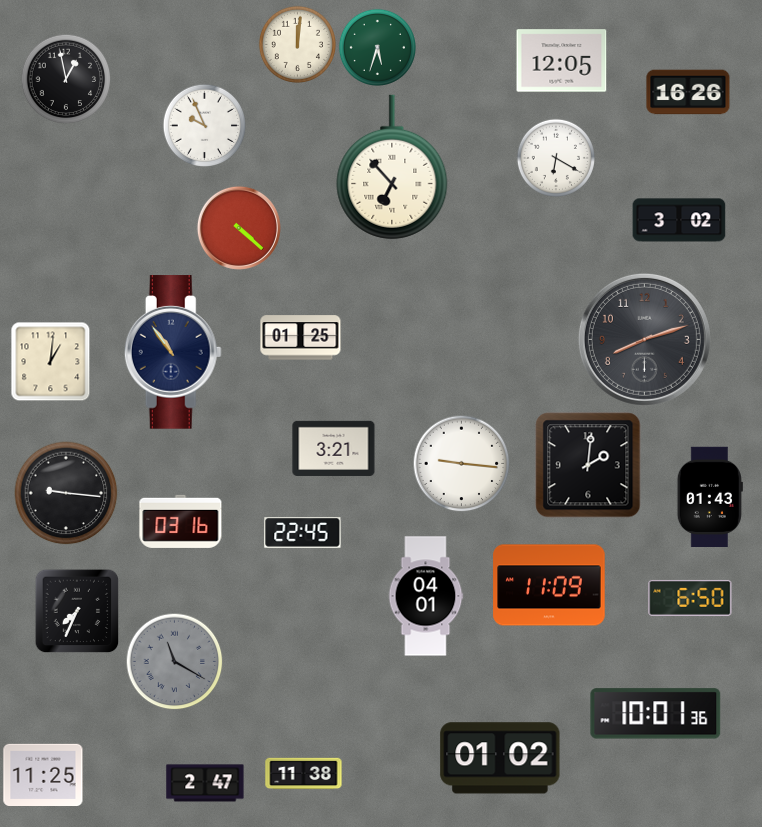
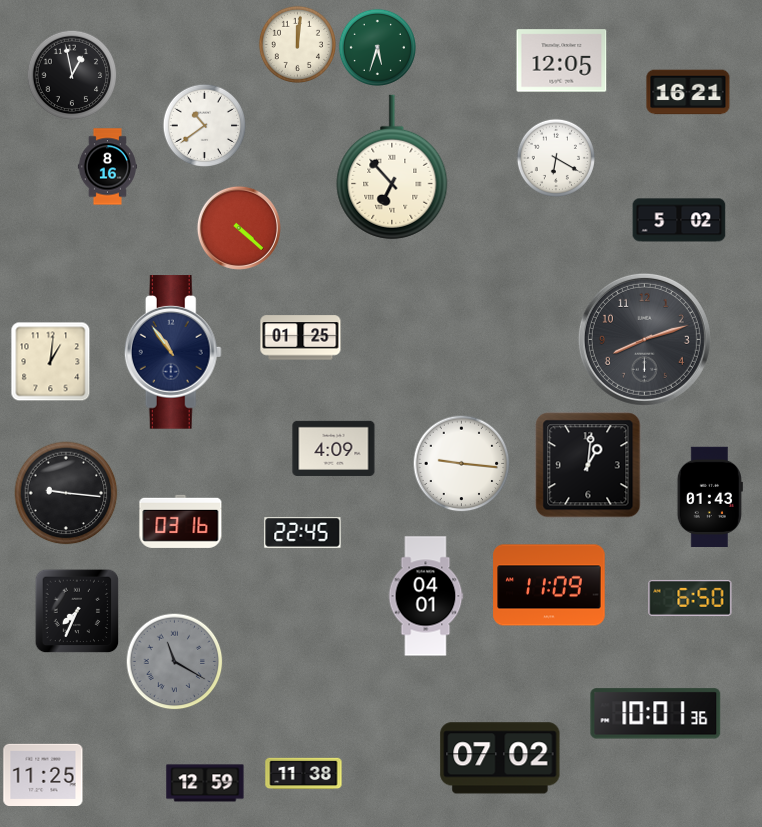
clock at (66, 79) position: (66, 79) -> (72, 75)
clock at (688, 92): 16:26 -> 16:21
clock at (204, 125): 9:56 -> 10:39
clock at (107, 167): none -> 8:16
clock at (679, 220): 3:02 -> 5:02
clock at (334, 448): 3:21 -> 4:09
clock at (588, 465): 2:01 -> 1:01
clock at (500, 758): 01:02 -> 07:02
clock at (205, 783): 2:47 -> 12:59
